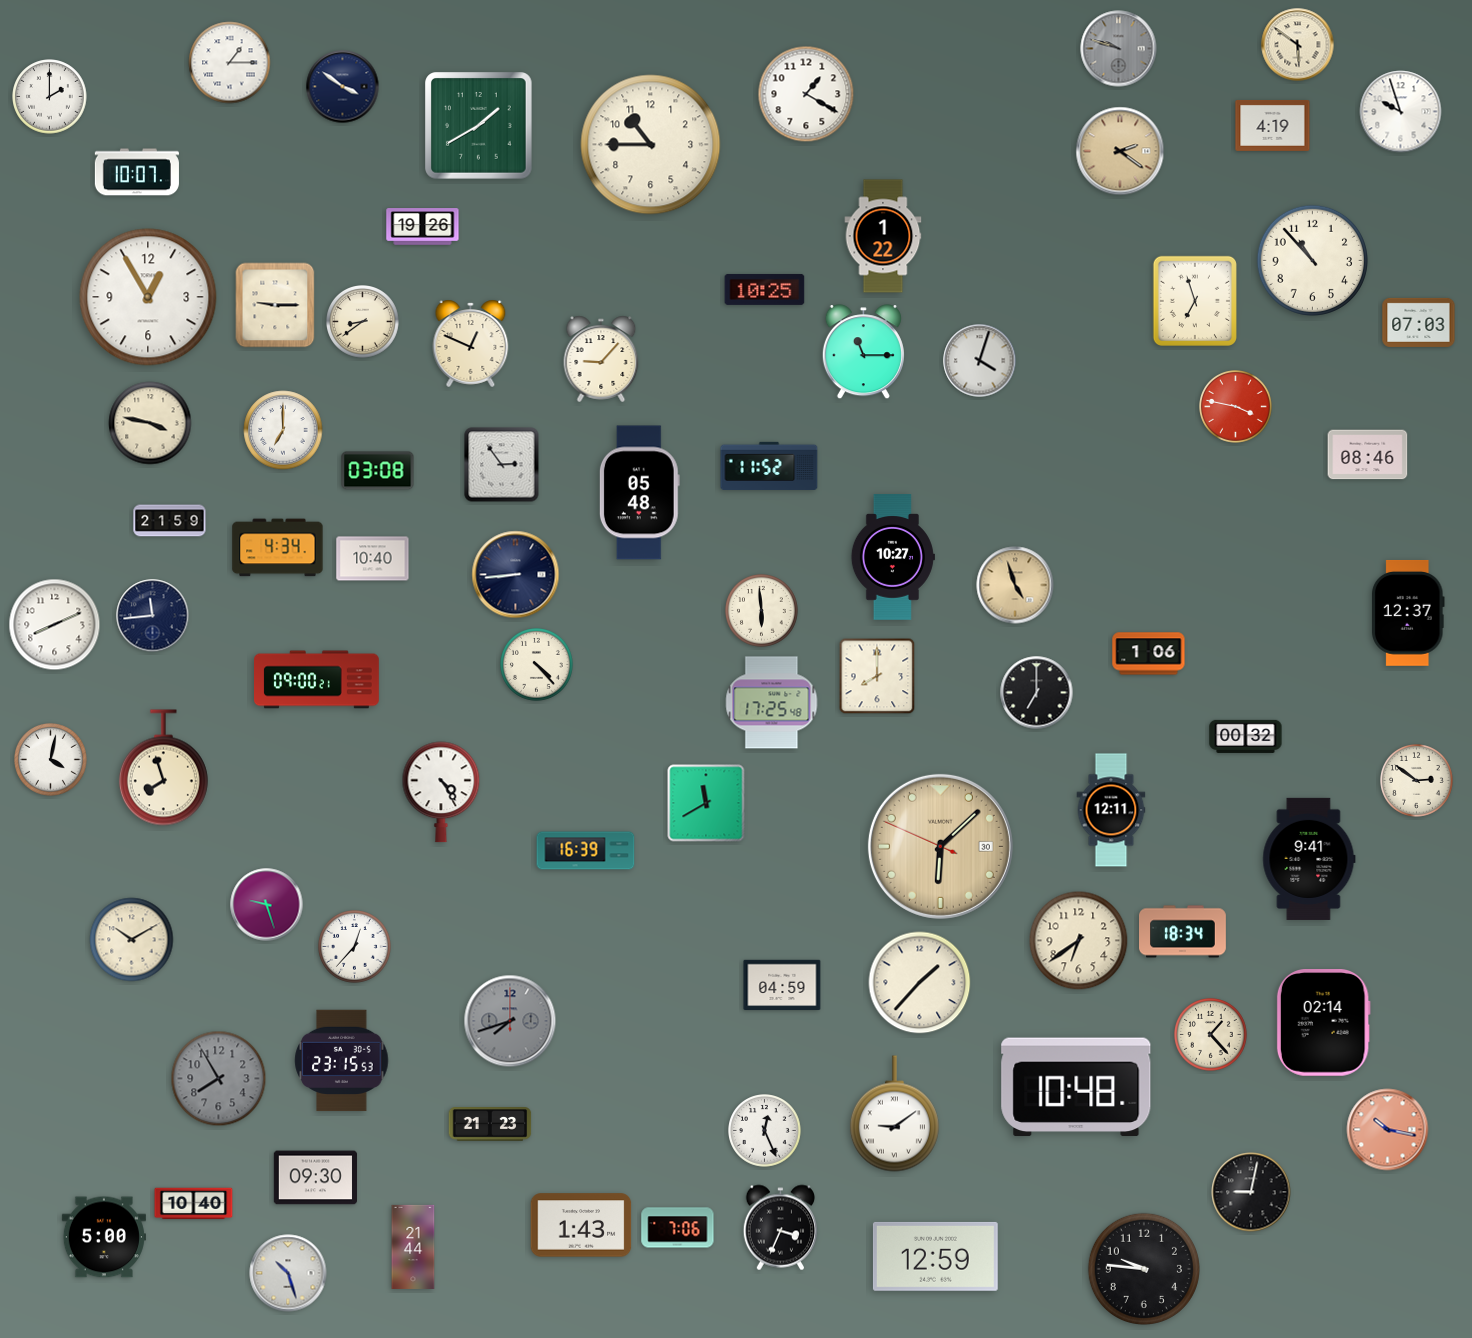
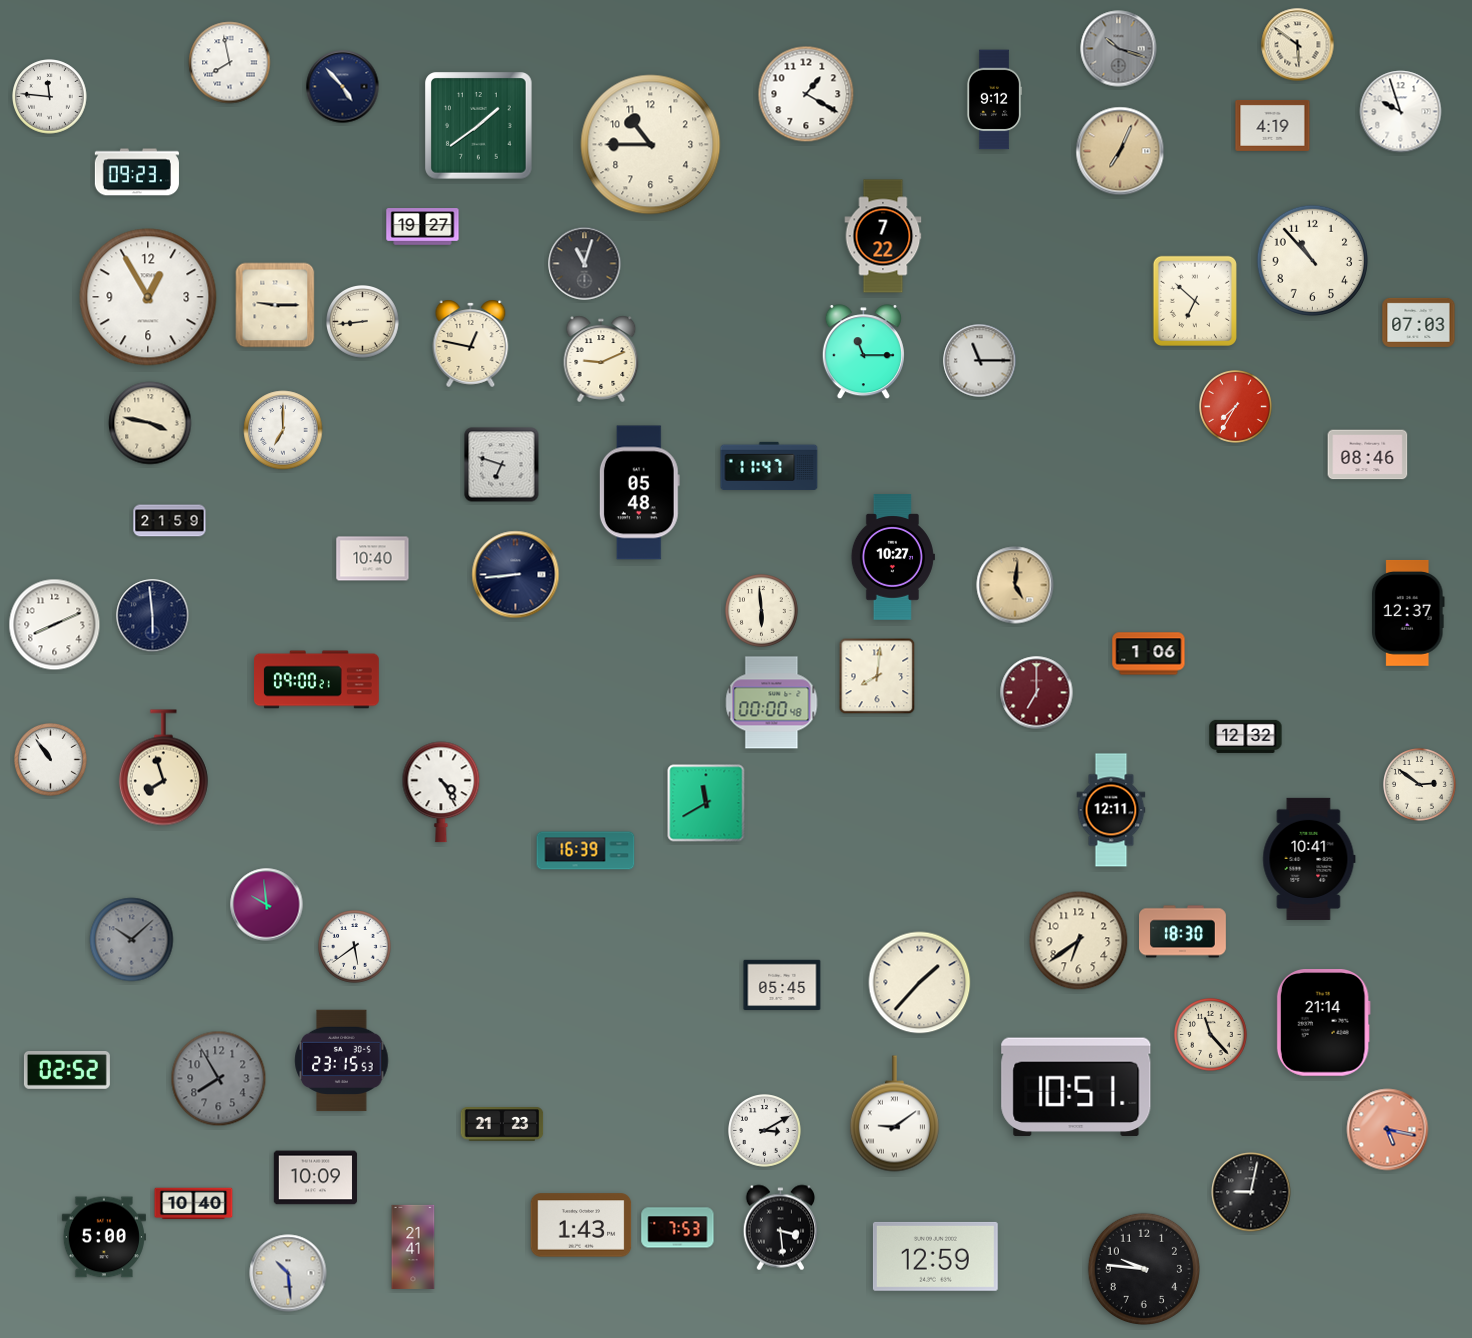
clock at (1119, 49): 9:48 -> 10:18
clock at (230, 63): 1:15 -> 7:58
clock at (343, 87): 3:51 -> 4:53
clock at (50, 97): 2:00 -> 11:46
clock at (993, 100): none -> 9:12
clock at (479, 126): 1:40 -> 1:39
clock at (1120, 151): 2:21 -> 7:04
clock at (137, 172): 10:07 -> 09:23
clock at (423, 227): 19:26 -> 19:27
clock at (883, 236): 1:22 -> 7:22
clock at (585, 264): none -> 11:03
clock at (765, 289): 10:25 -> none
clock at (1195, 301): 6:57 -> 6:52
clock at (363, 322): 8:39 -> 8:44
clock at (471, 343): 12:49 -> 12:47
clock at (601, 359): 9:07 -> 9:11
clock at (980, 361): 4:03 -> 11:15
clock at (1236, 407): 3:47 -> 7:35
clock at (502, 465): 2:54 -> 6:48
clock at (769, 466): 11:52 -> 11:47
clock at (378, 471): 03:08 -> none
clock at (278, 548): 4:34 -> none
clock at (1015, 585): 4:57 -> 5:01
clock at (153, 616): 11:44 -> 5:59
clock at (537, 665): 4:23 -> none
clock at (877, 676): 8:00 -> 8:01
clock at (1037, 693) dial: black -> burgundy
clock at (772, 703): 17:25 -> 00:00
clock at (1246, 736): 00:32 -> 12:32
clock at (51, 760): 4:02 -> 10:54
clock at (1417, 781) position: (1417, 781) -> (1420, 785)
clock at (940, 846): 6:07 -> none
clock at (1309, 859): 9:41 -> 10:41
clock at (267, 905): 9:27 -> 9:59
clock at (1183, 932): 18:34 -> 18:30
clock at (132, 940): 10:10 -> 10:08
clock at (132, 940) dial: cream -> grey
clock at (355, 947): 12:37 -> 5:39
clock at (782, 985): 04:59 -> 05:45
clock at (510, 1021): 7:42 -> none
clock at (1323, 1023): 02:14 -> 21:14
clock at (1211, 1035): 1:23 -> 11:23
clock at (67, 1071): none -> 02:52
clock at (1076, 1087): 10:48 -> 10:51
clock at (490, 1124) position: (490, 1124) -> (502, 1124)
clock at (1388, 1130): 10:17 -> 5:17
clock at (765, 1131): 12:26 -> 3:10
clock at (315, 1178): 09:30 -> 10:09
clock at (678, 1228): 7:06 -> 7:53
clock at (780, 1228): 3:34 -> 3:29
clock at (413, 1247): 21:44 -> 21:41
clock at (288, 1273): 10:27 -> 10:29
